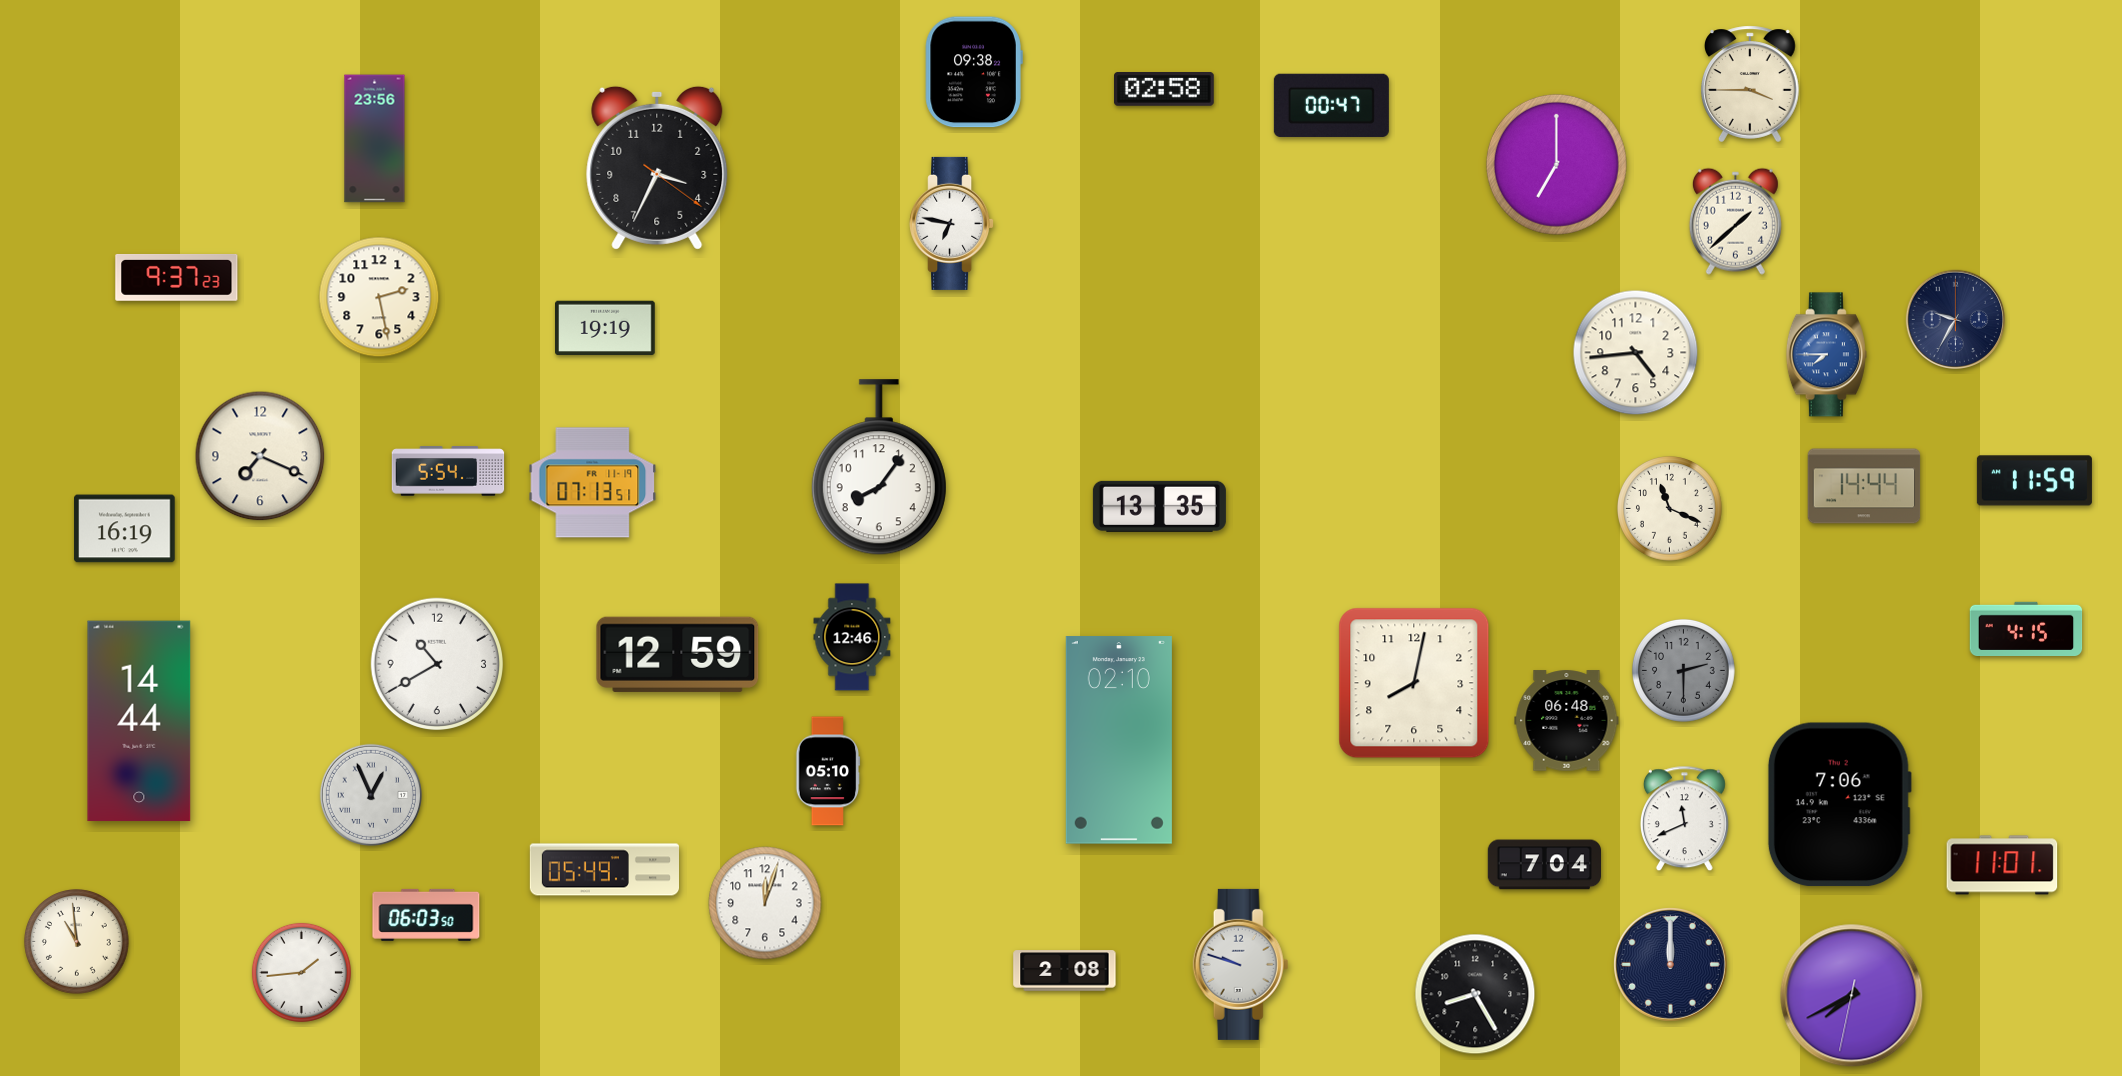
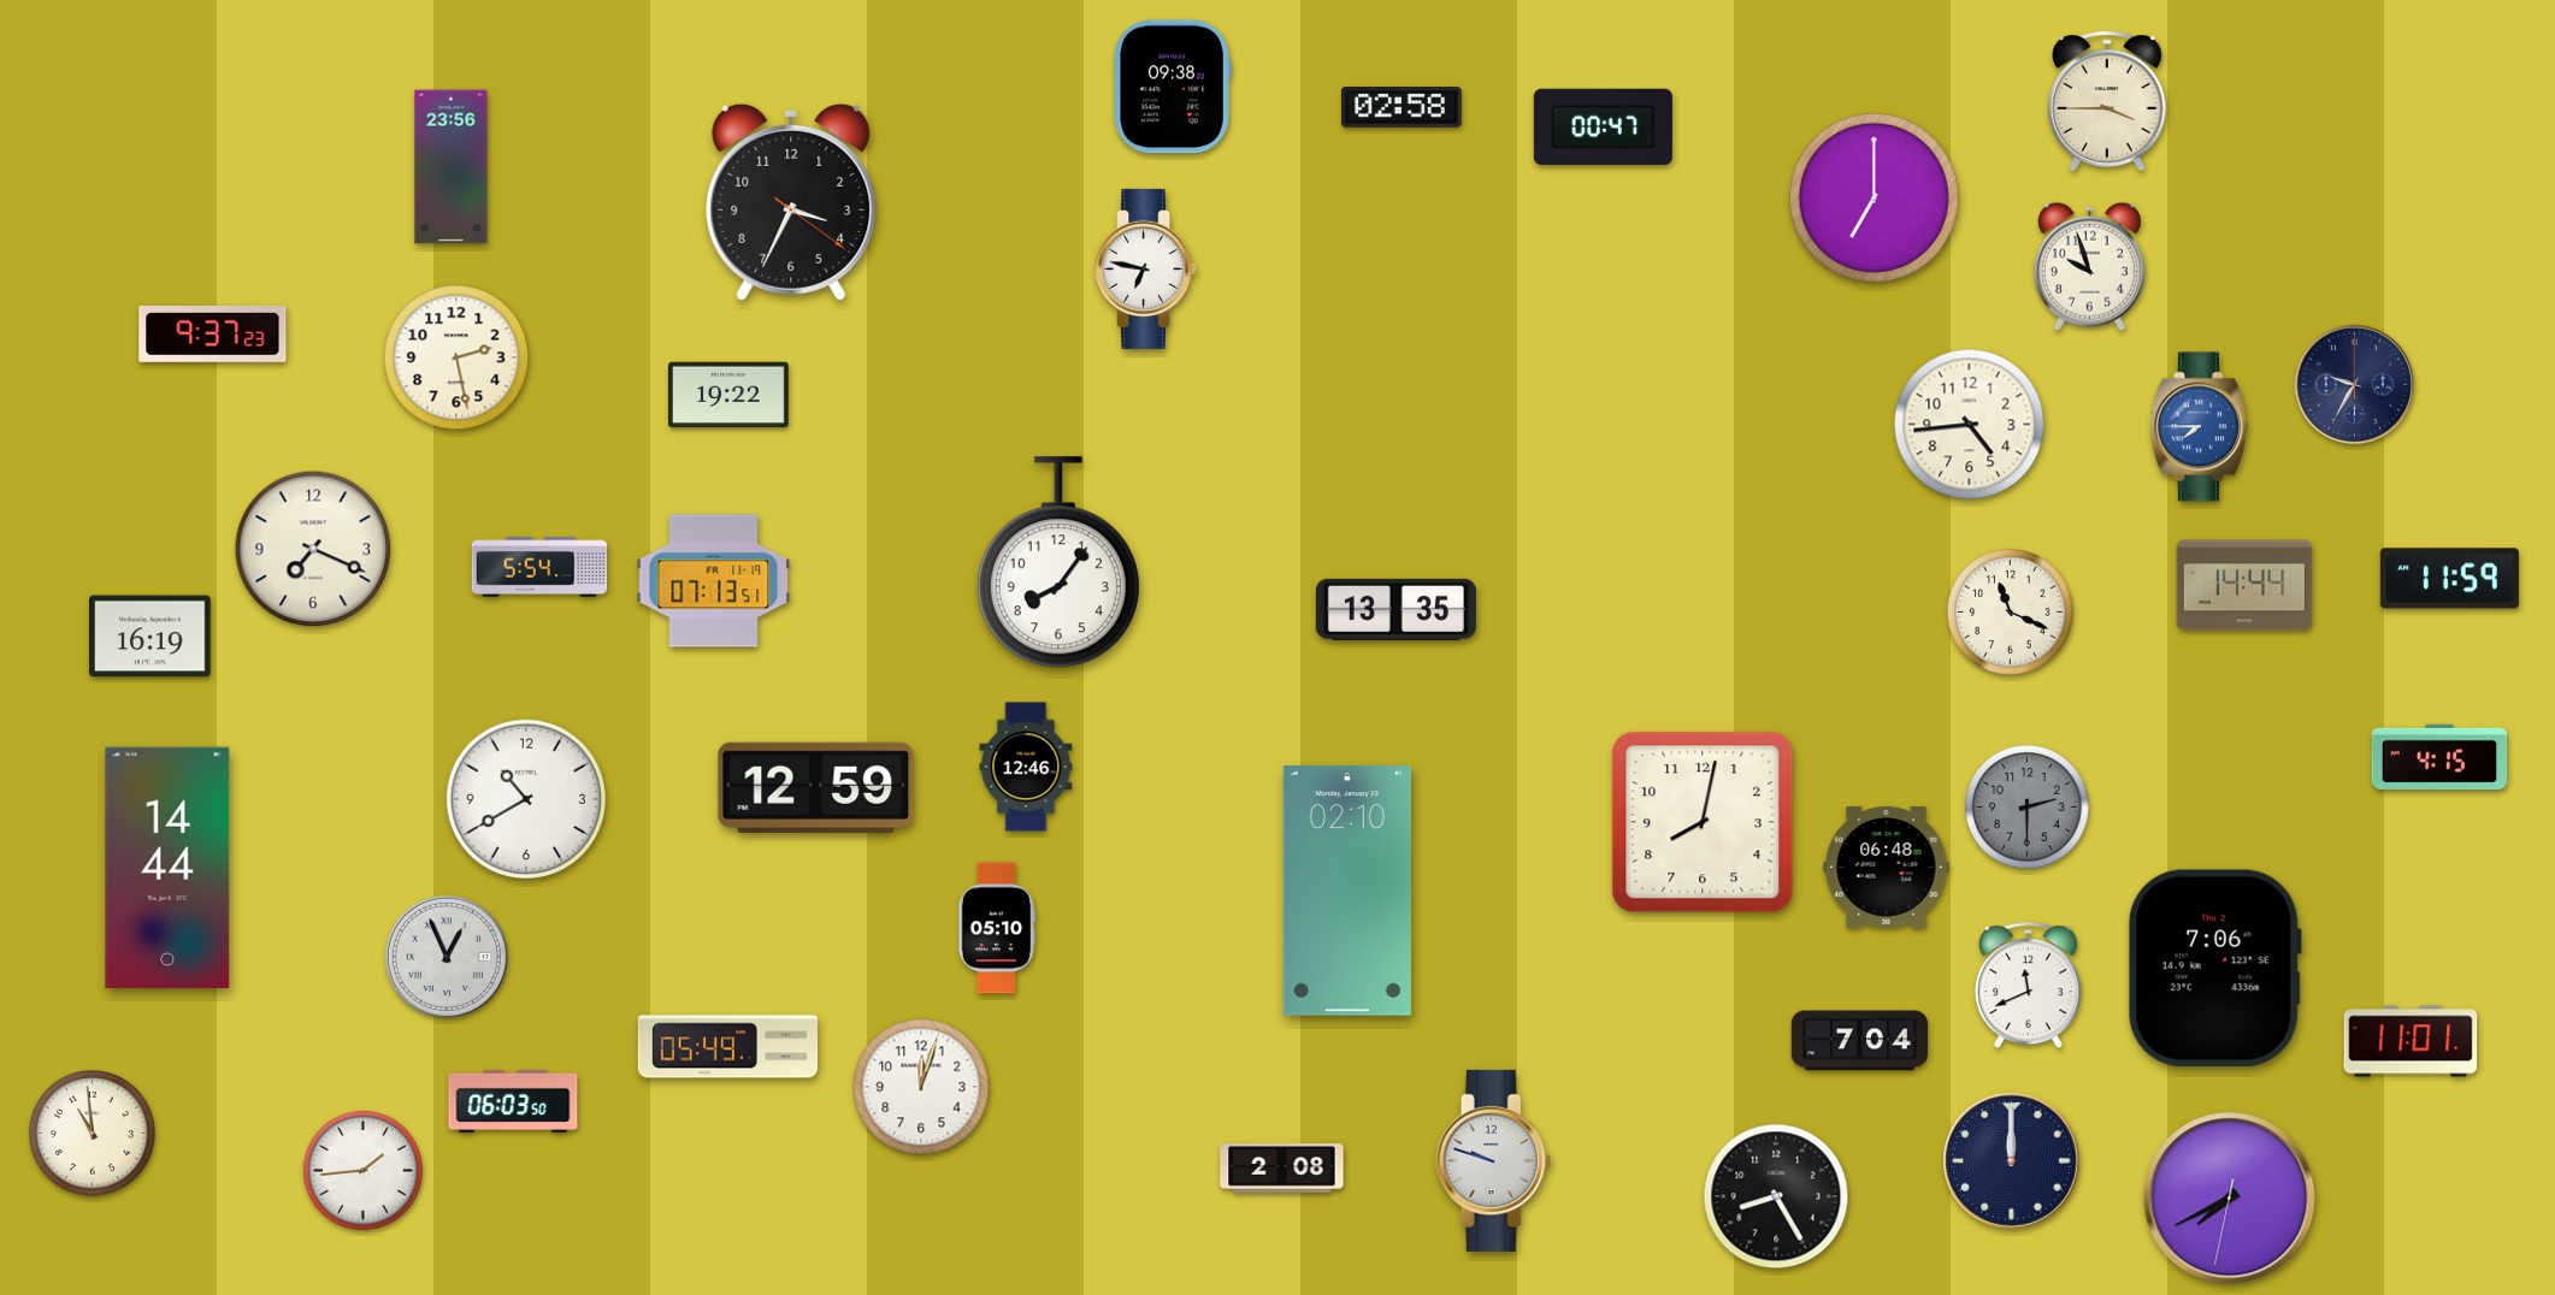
clock at (1735, 221): 1:38 -> 9:57
clock at (606, 328): 19:19 -> 19:22
